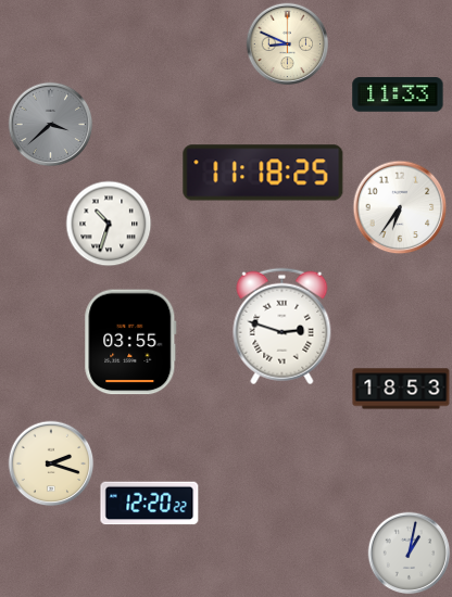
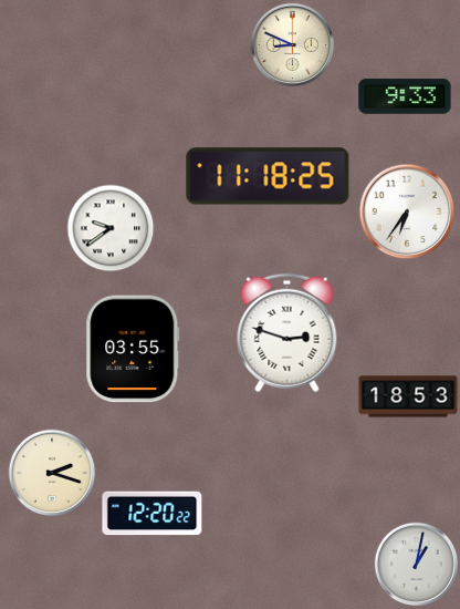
clock at (398, 94): 11:33 -> 9:33
clock at (51, 125): 3:38 -> none
clock at (109, 224): 10:33 -> 9:39
